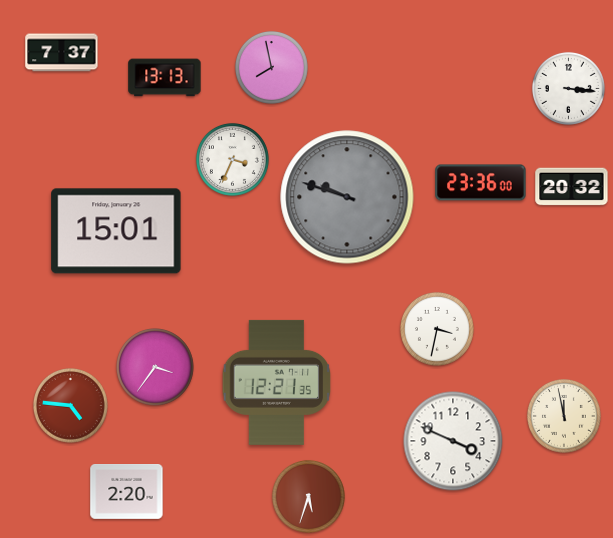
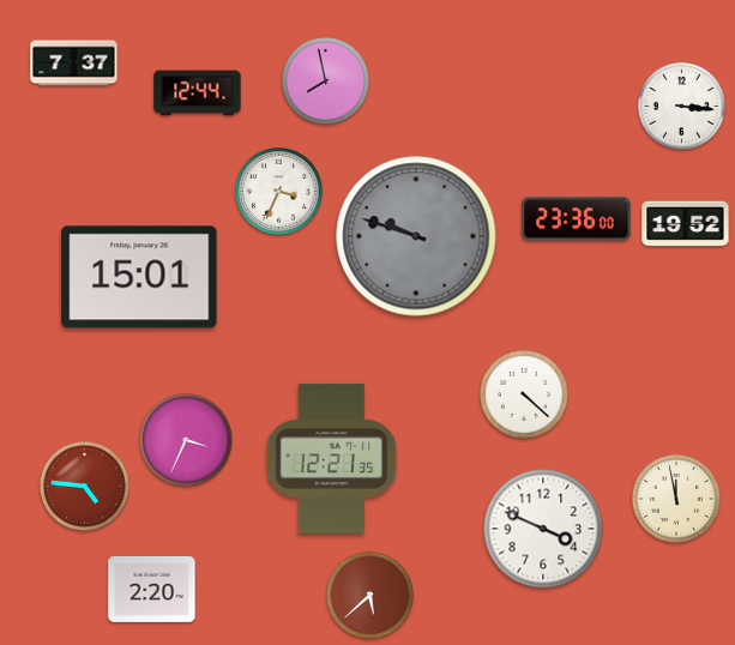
clock at (165, 78): 13:13 -> 12:44
clock at (572, 187): 20:32 -> 19:52
clock at (437, 329): 3:32 -> 4:22
clock at (155, 367): 3:36 -> 3:34
clock at (308, 496): 5:33 -> 5:38
